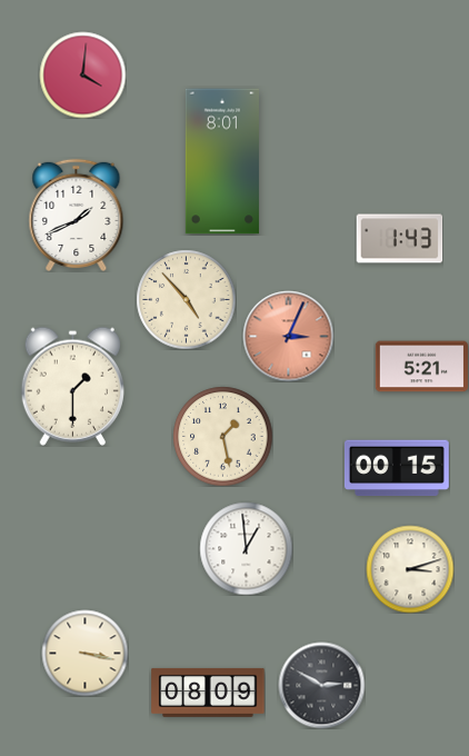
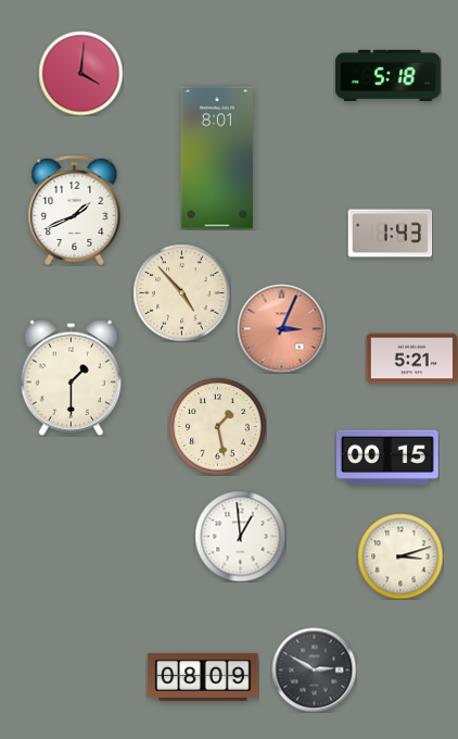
clock at (389, 75): none -> 5:18
clock at (84, 653): 3:17 -> none
